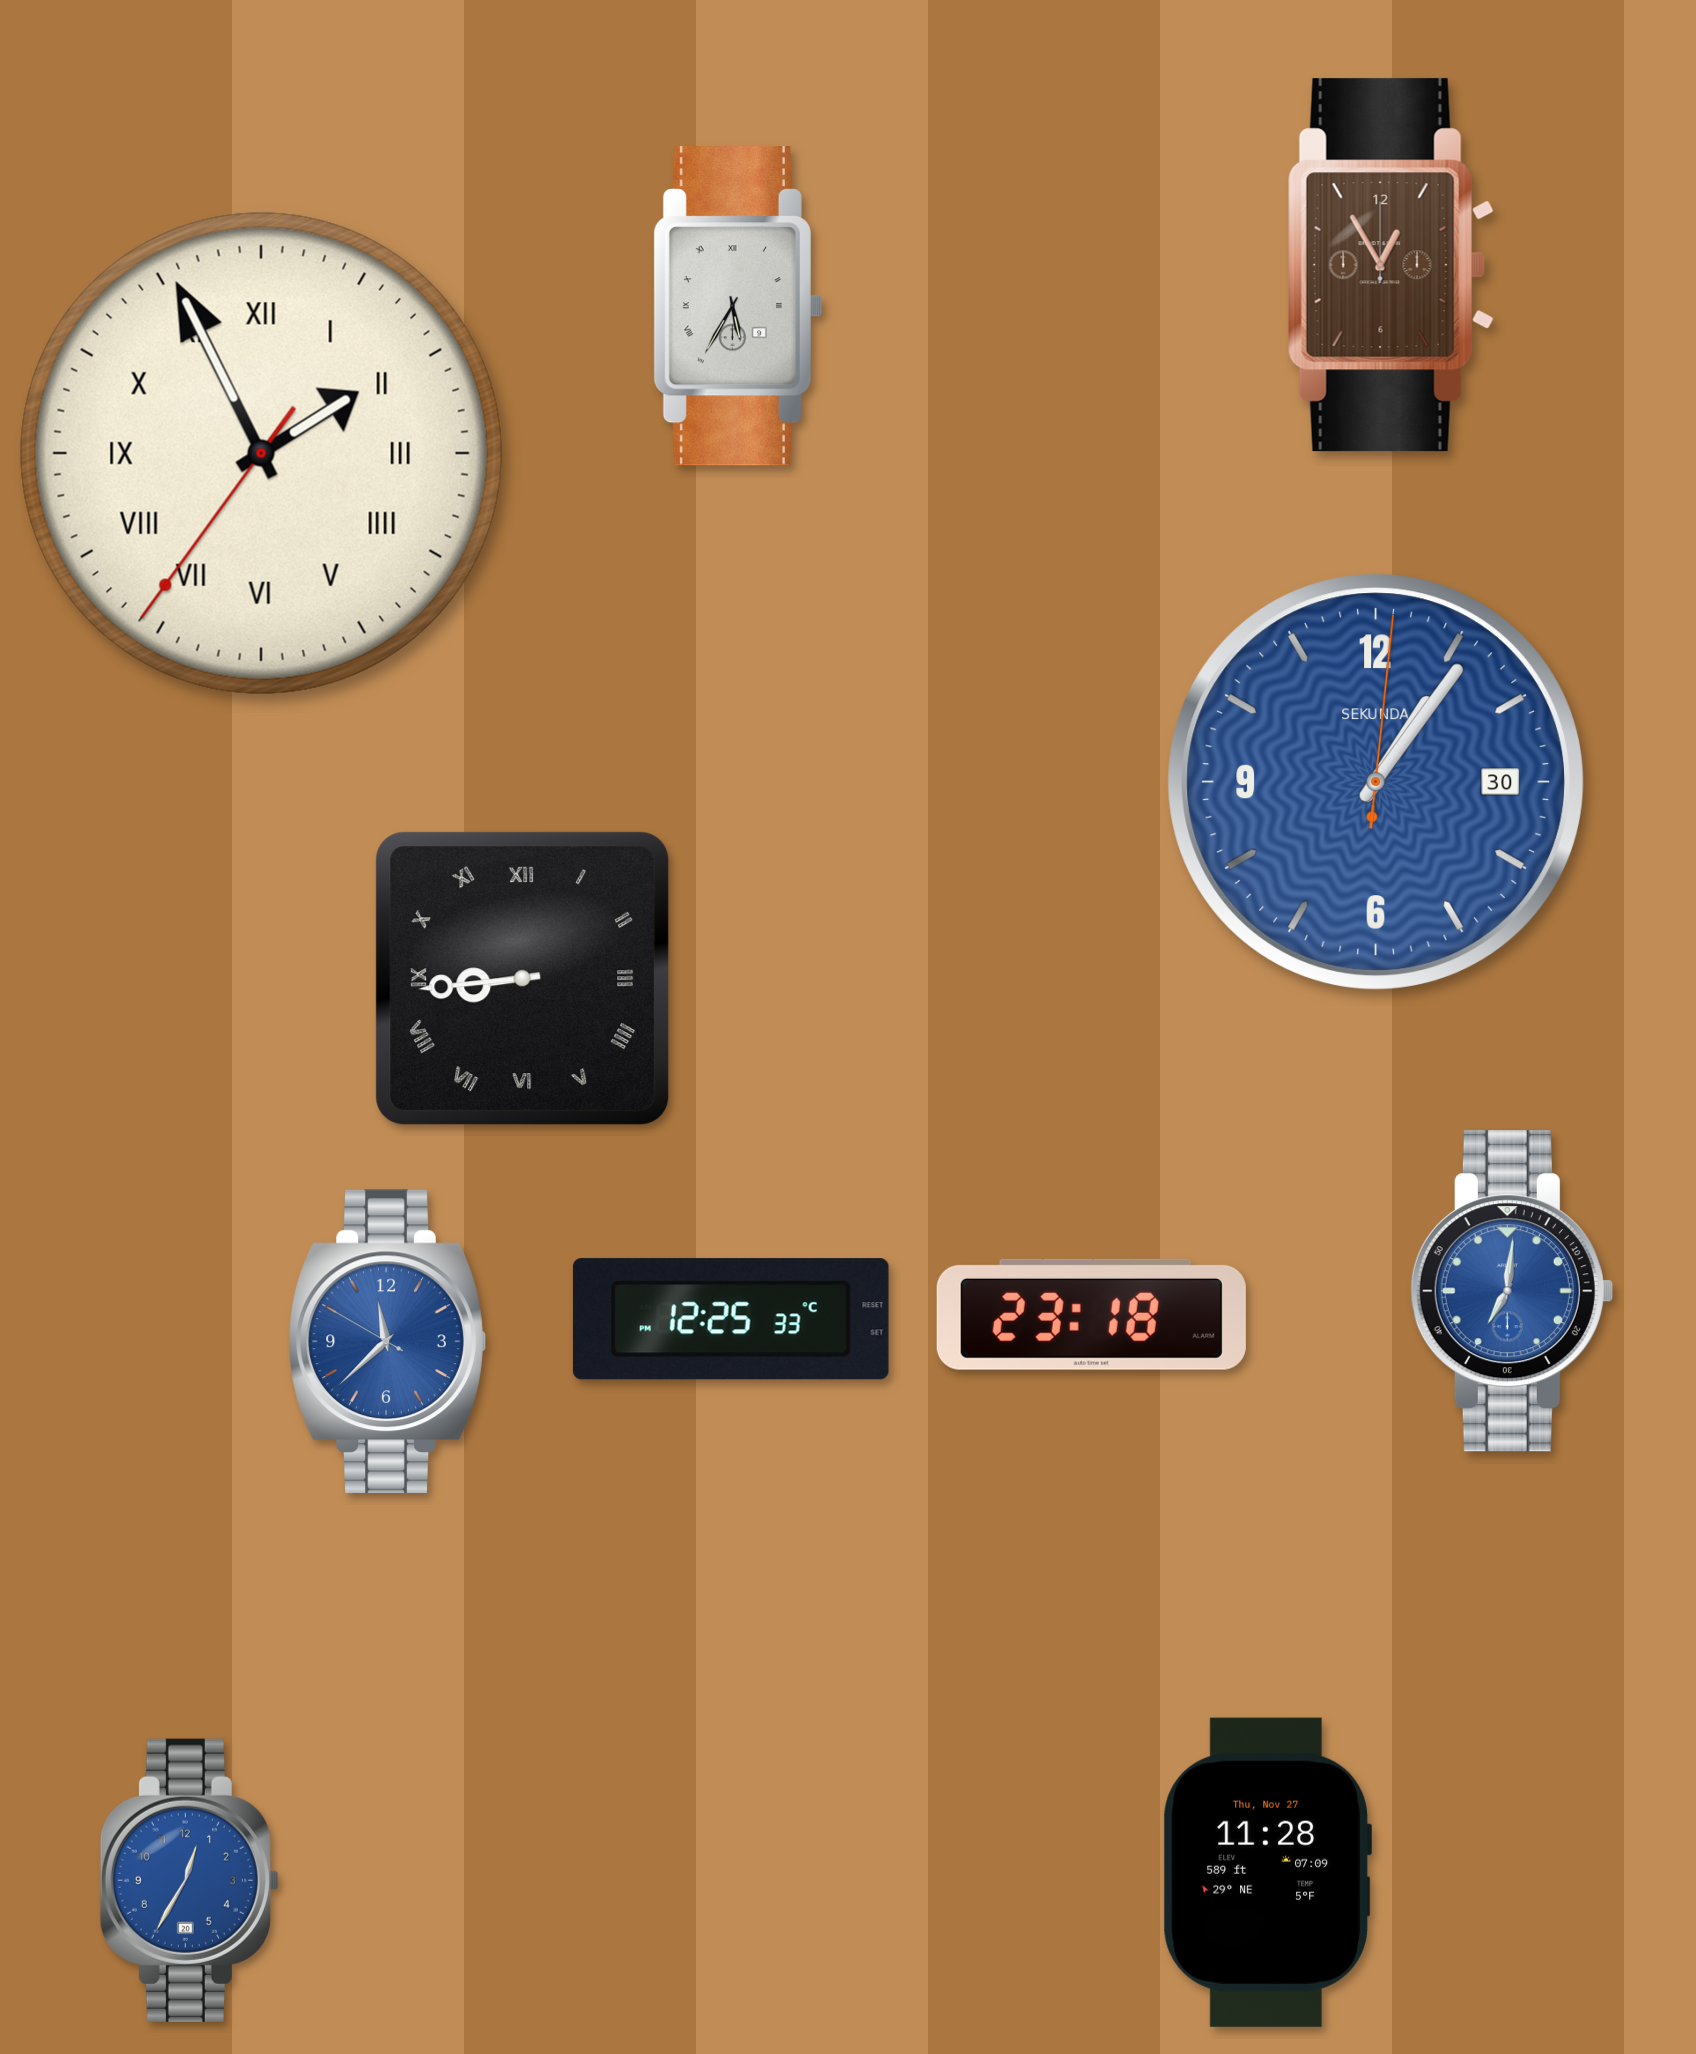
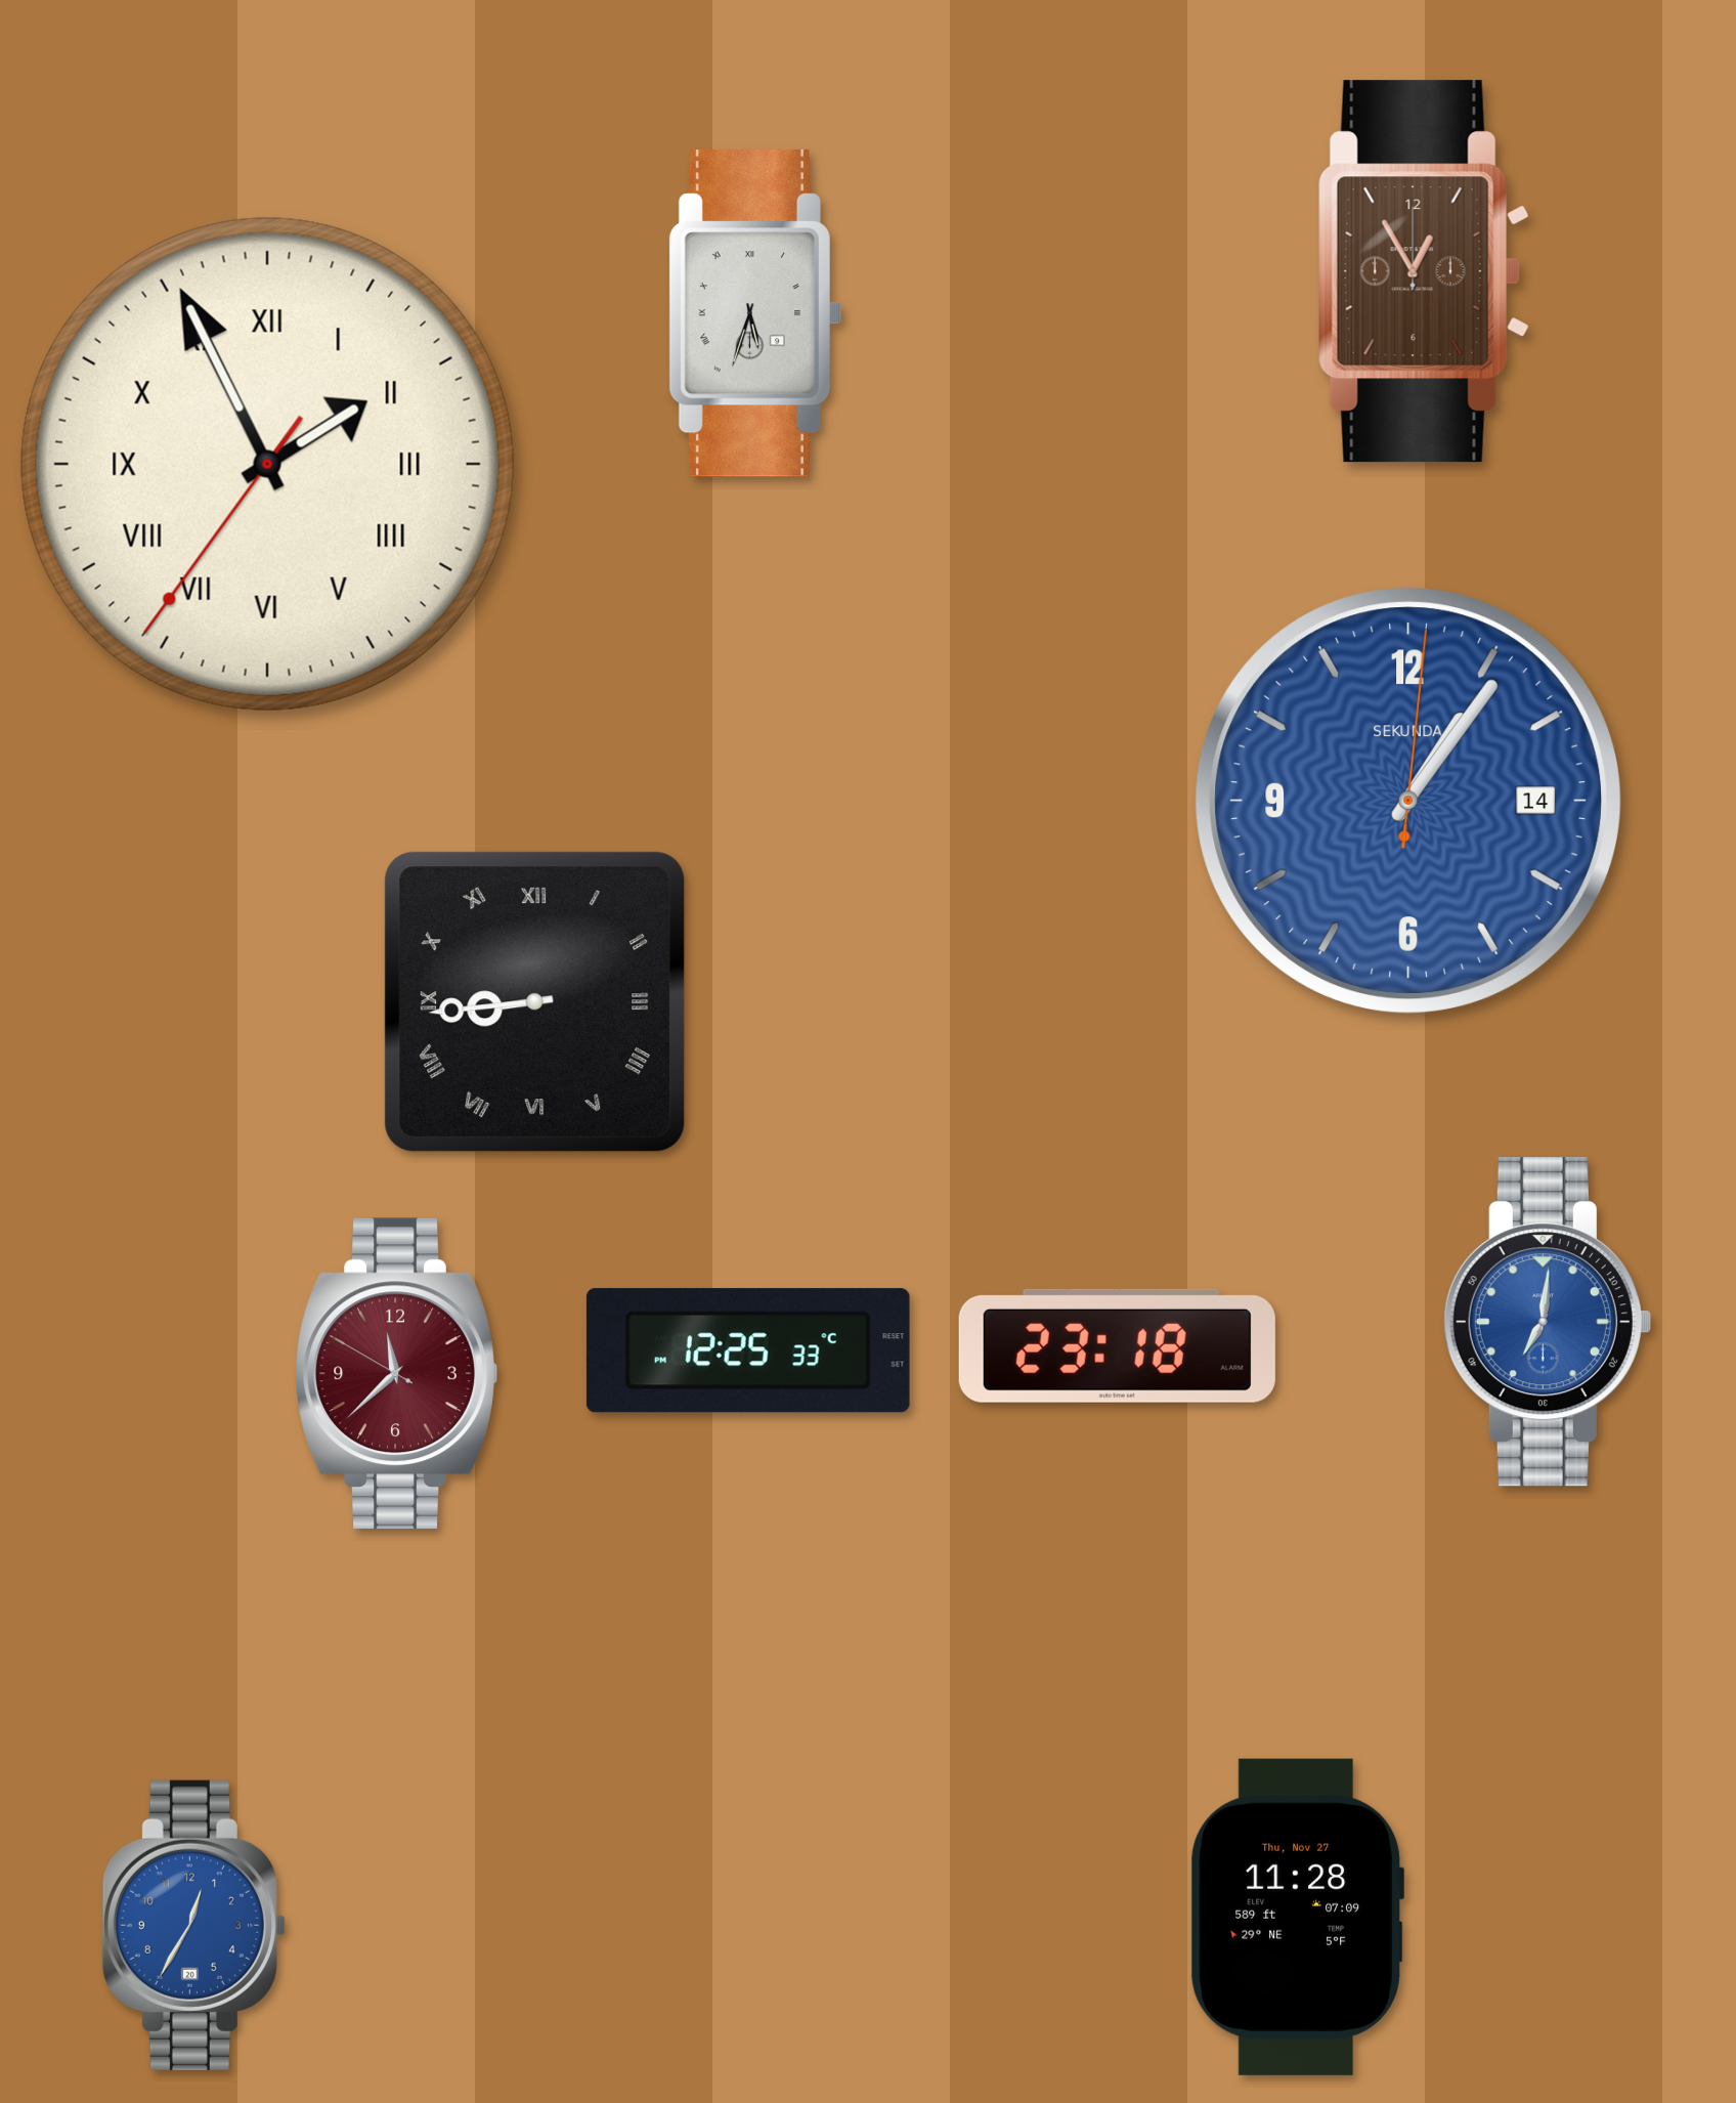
clock at (737, 306): 5:35 -> 5:33
clock at (1376, 782) date: 30 -> 14
clock at (387, 1341) dial: blue -> burgundy
